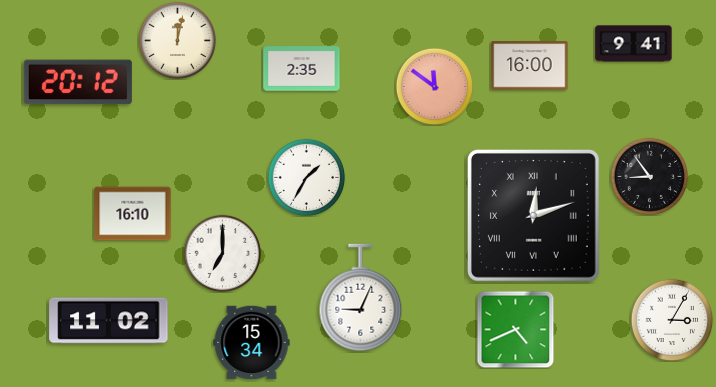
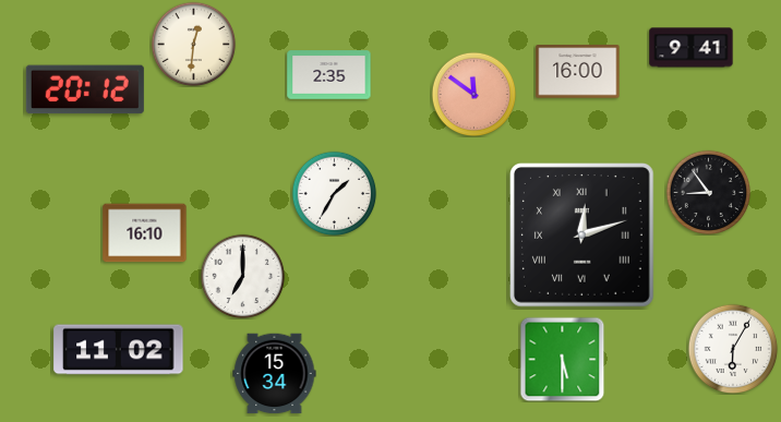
clock at (177, 40): 12:02 -> 12:31
clock at (361, 298): 9:04 -> none
clock at (672, 320): 3:05 -> 6:05
clock at (515, 329): 4:41 -> 5:30
